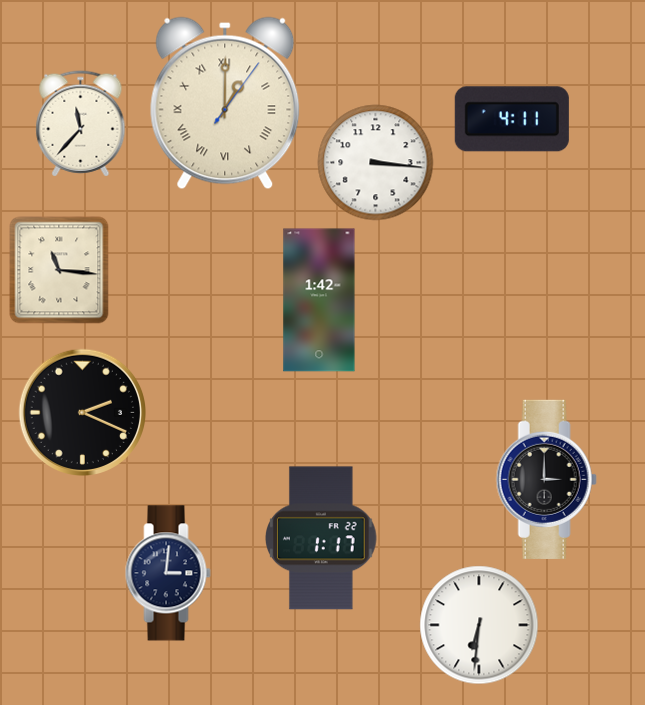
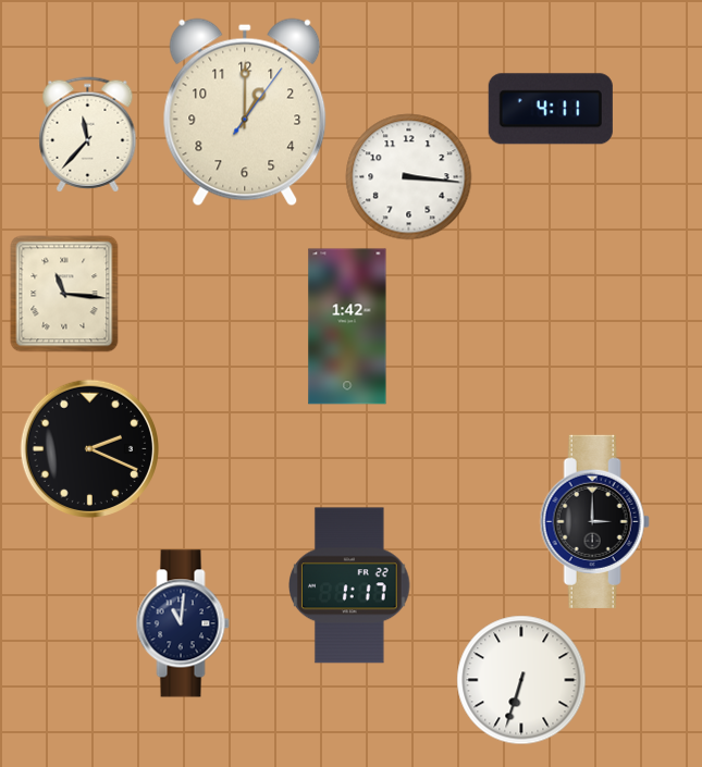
clock at (225, 103) numerals: Roman -> Arabic
clock at (512, 119) position: (512, 119) -> (551, 109)
clock at (168, 573): 3:01 -> 11:01
clock at (479, 625): 6:31 -> 6:33
